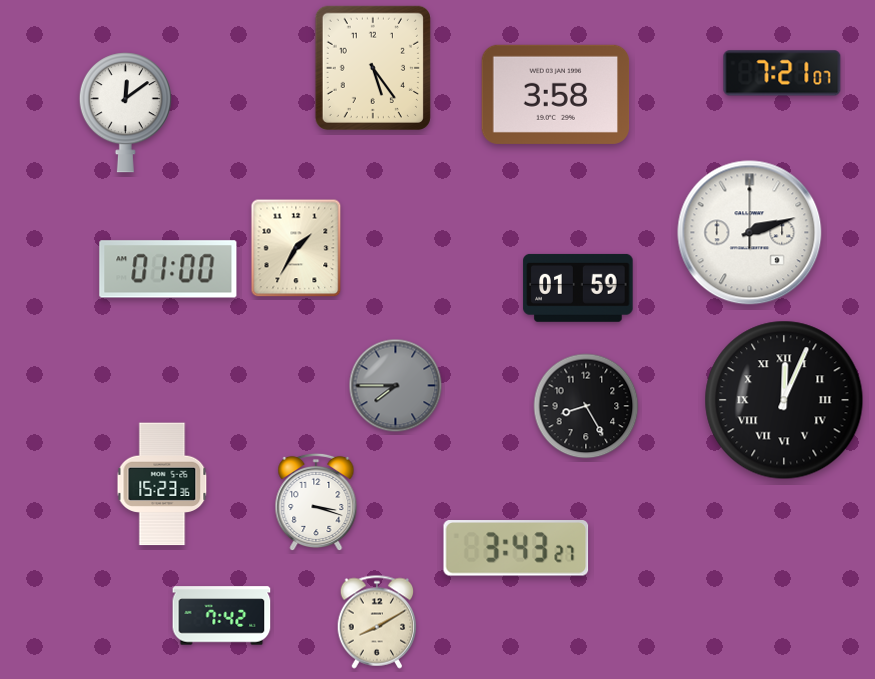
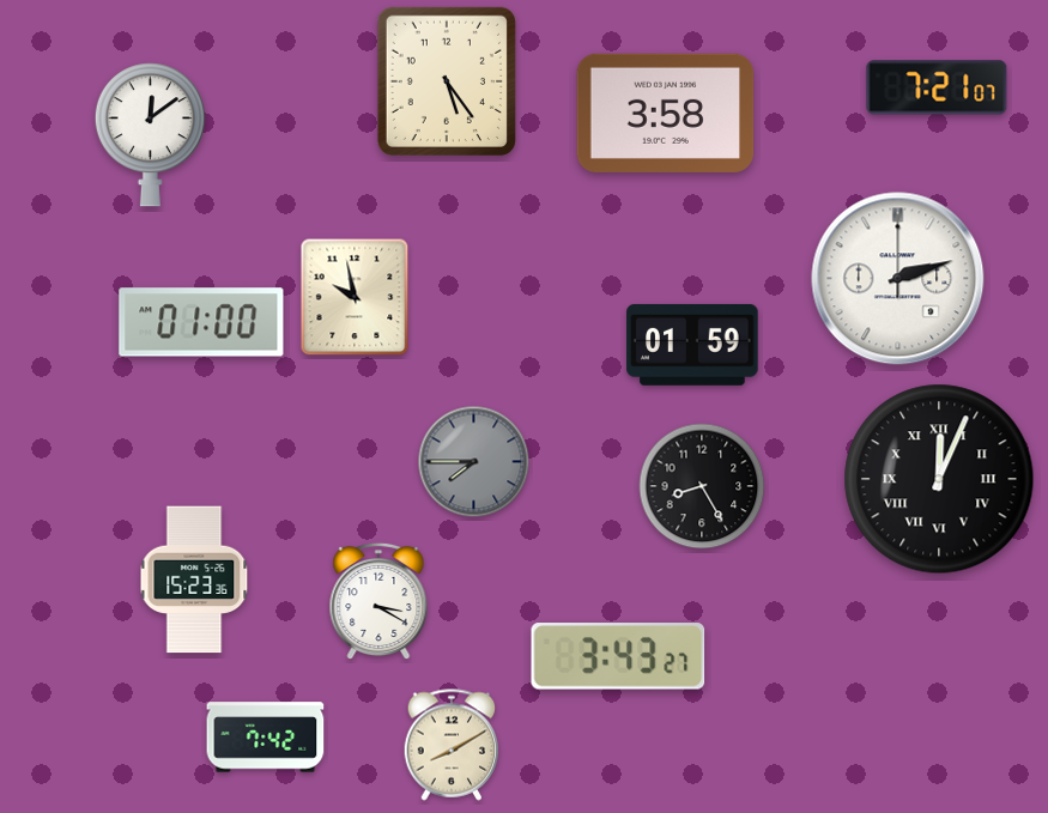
clock at (296, 248): 1:35 -> 9:58
clock at (316, 502): 3:18 -> 3:20
